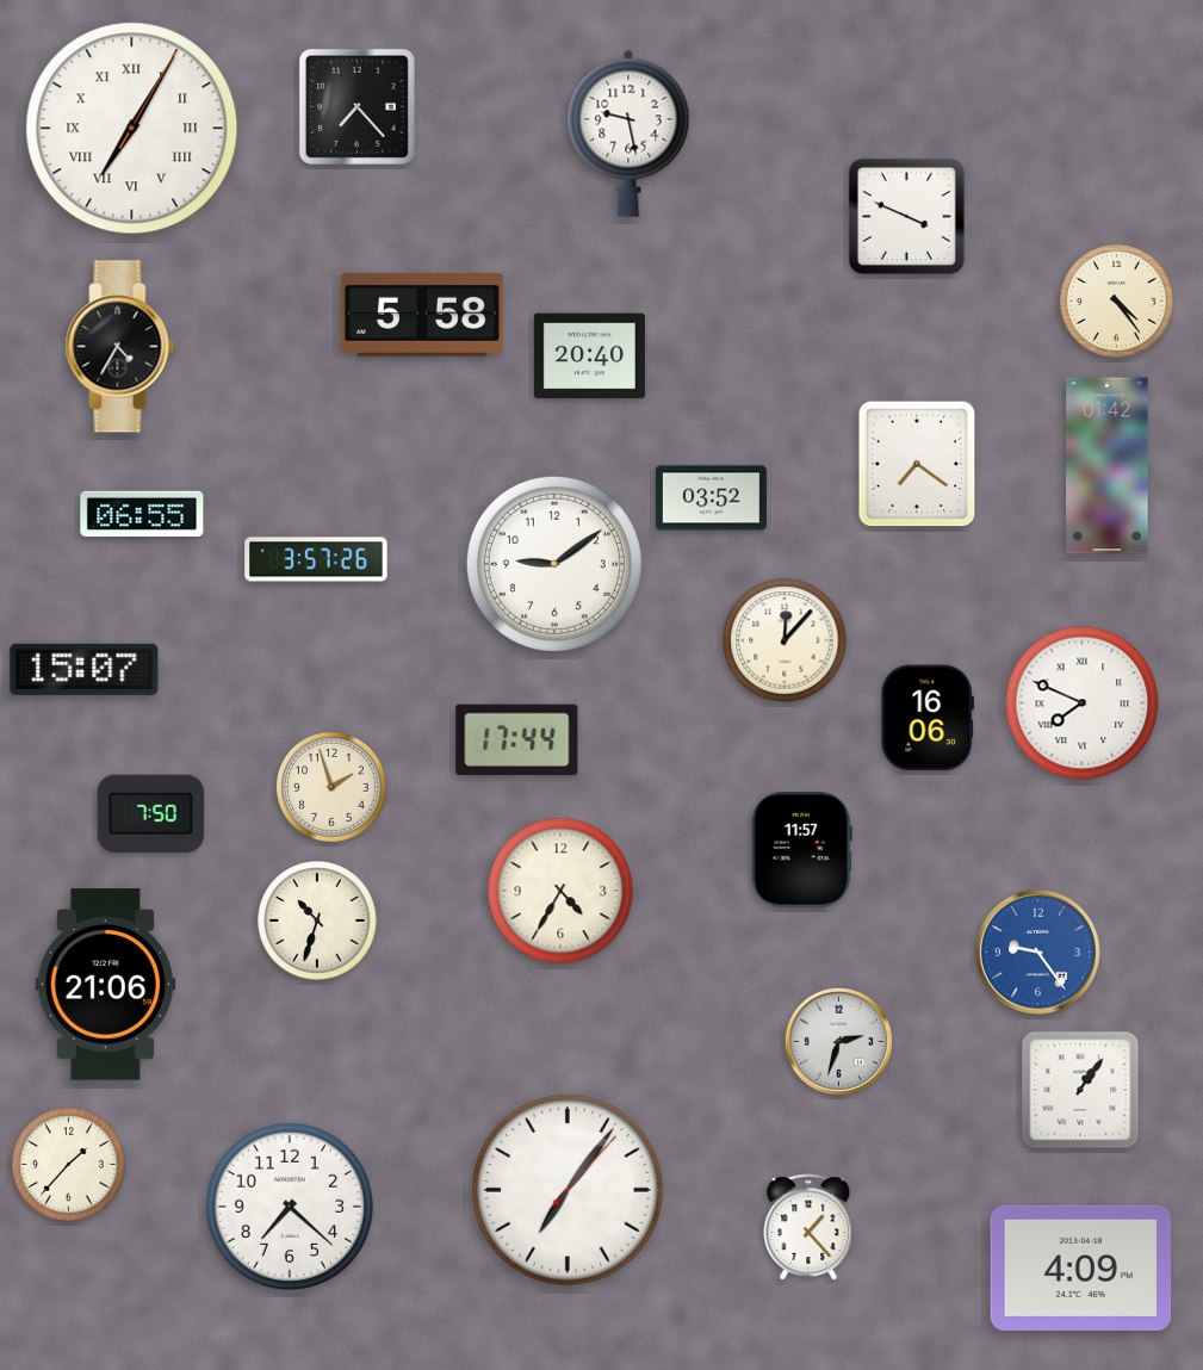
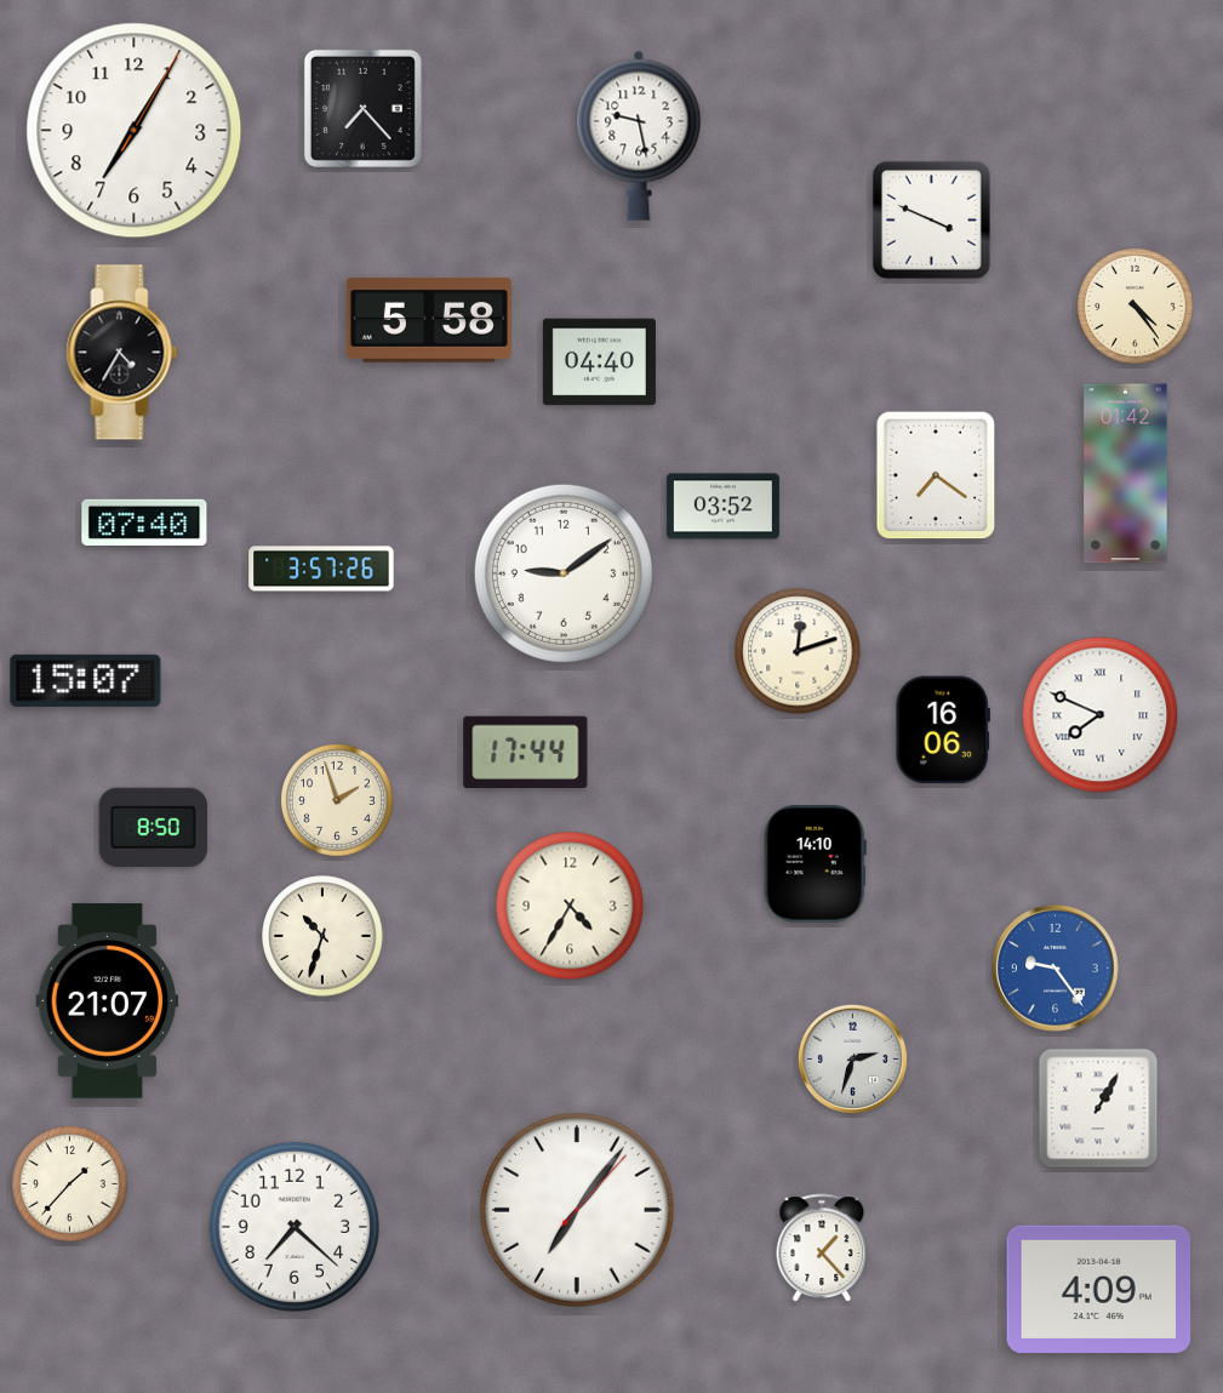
clock at (132, 129) numerals: Roman -> Arabic
clock at (906, 216) position: (906, 216) -> (931, 219)
clock at (589, 357): 20:40 -> 04:40
clock at (917, 464) position: (917, 464) -> (936, 475)
clock at (142, 514): 06:55 -> 07:40
clock at (785, 640): 12:07 -> 12:12
clock at (151, 813): 7:50 -> 8:50
clock at (801, 850): 11:57 -> 14:10
clock at (106, 985): 21:06 -> 21:07
clock at (1080, 1090): 1:06 -> 1:05
